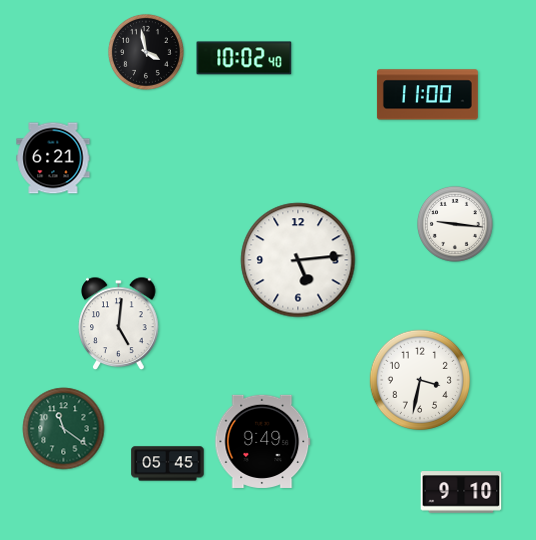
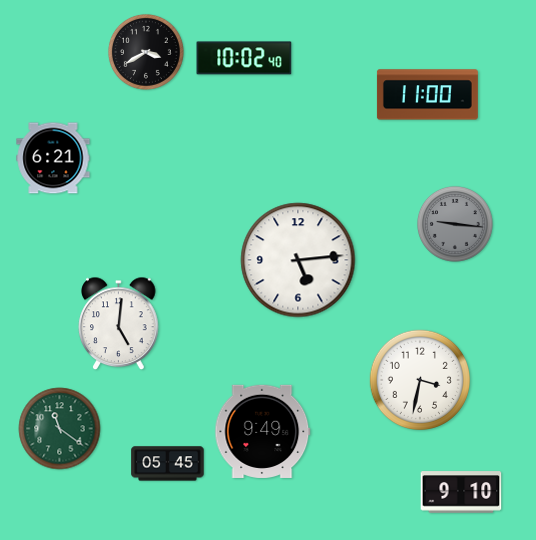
clock at (146, 52): 3:58 -> 3:40
clock at (455, 224) dial: white -> grey
clock at (64, 429) position: (64, 429) -> (60, 429)
clock at (263, 441) position: (263, 441) -> (263, 431)
